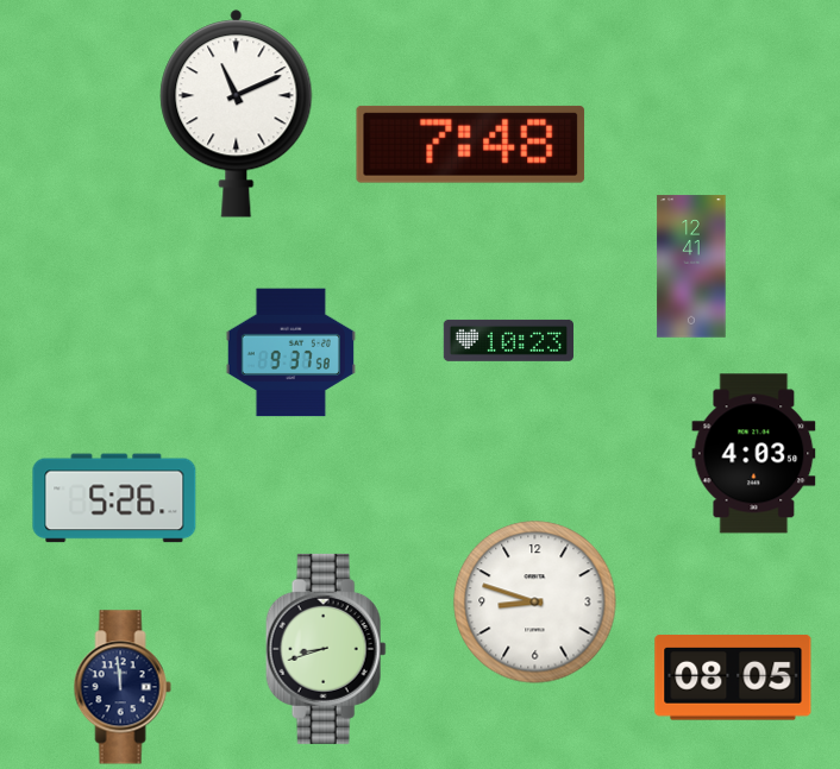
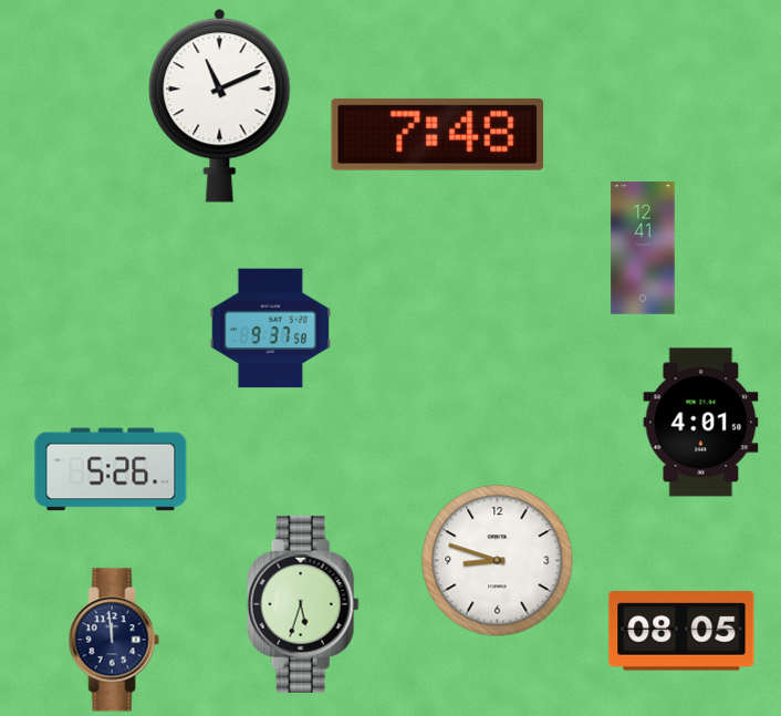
clock at (508, 340): 10:23 -> none
clock at (754, 454): 4:03 -> 4:01
clock at (114, 498) position: (114, 498) -> (111, 469)
clock at (326, 649): 8:42 -> 5:33
